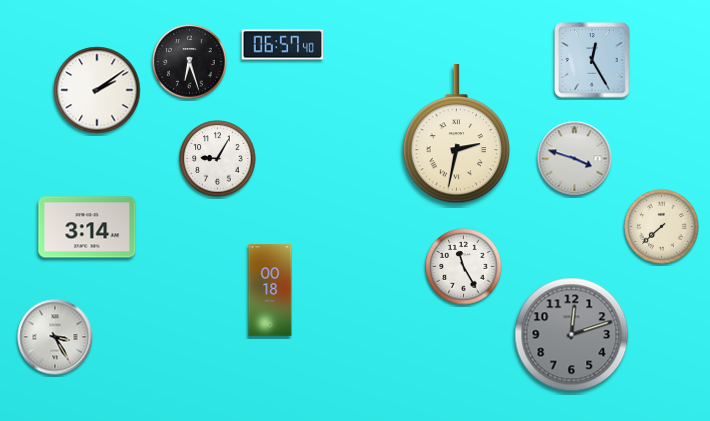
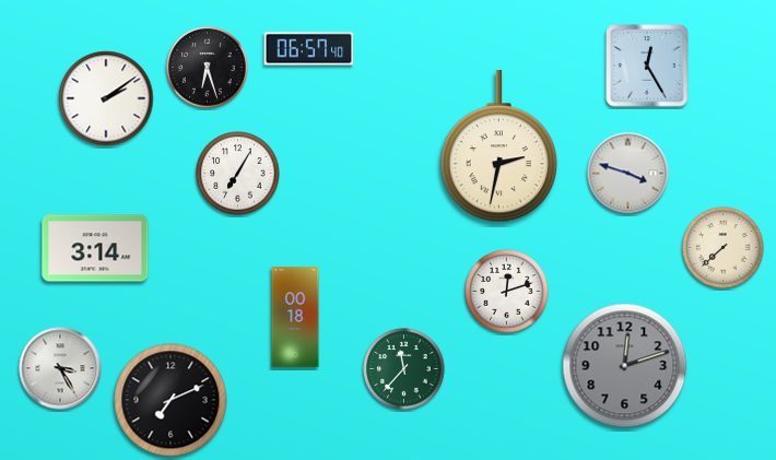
clock at (218, 159): 9:05 -> 7:05
clock at (464, 267): 11:25 -> 12:12
clock at (404, 369): none -> 11:37
clock at (171, 400): none -> 7:11
